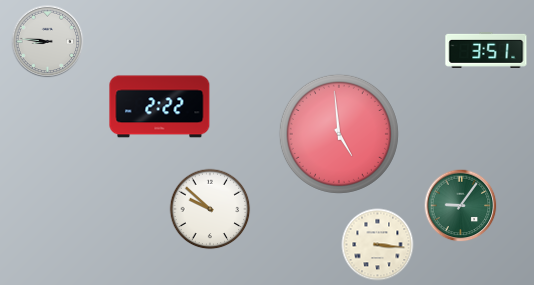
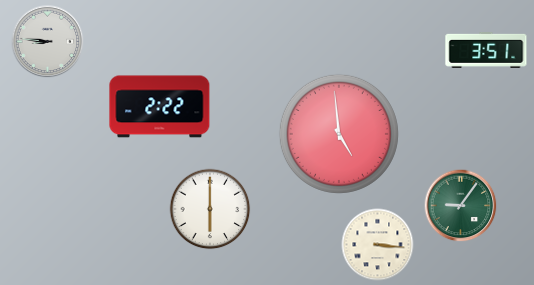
clock at (210, 209): 9:52 -> 6:00
